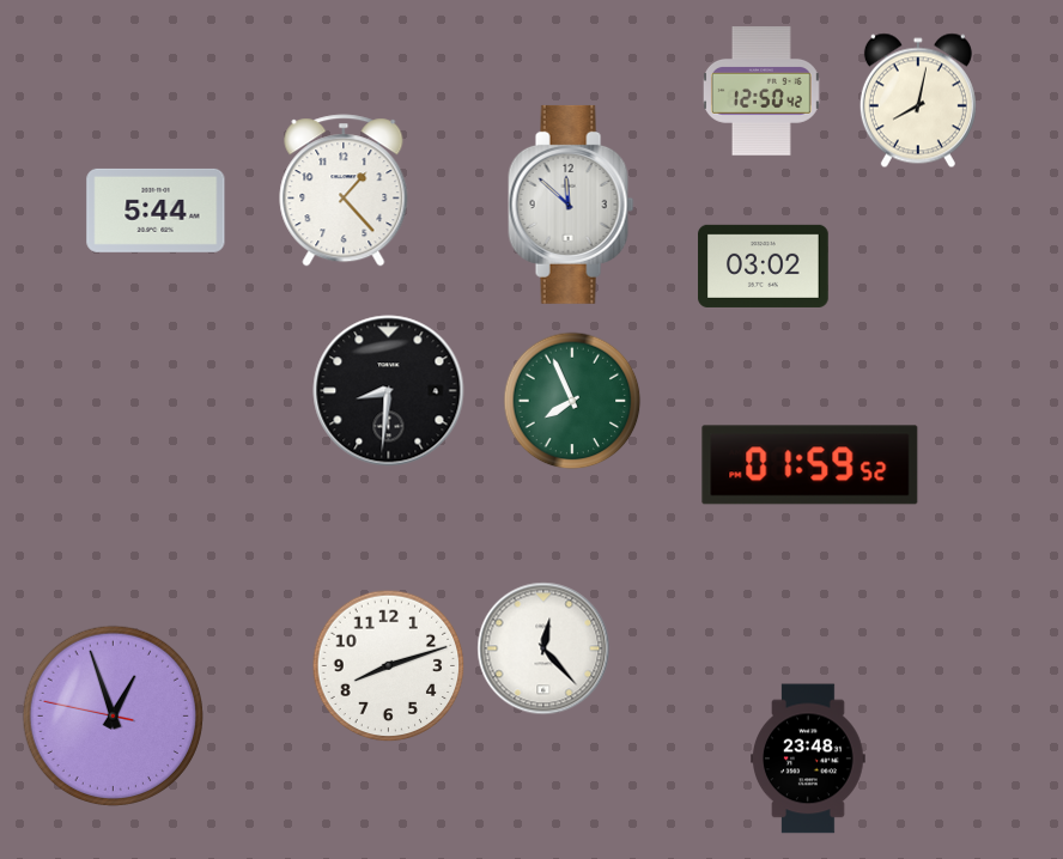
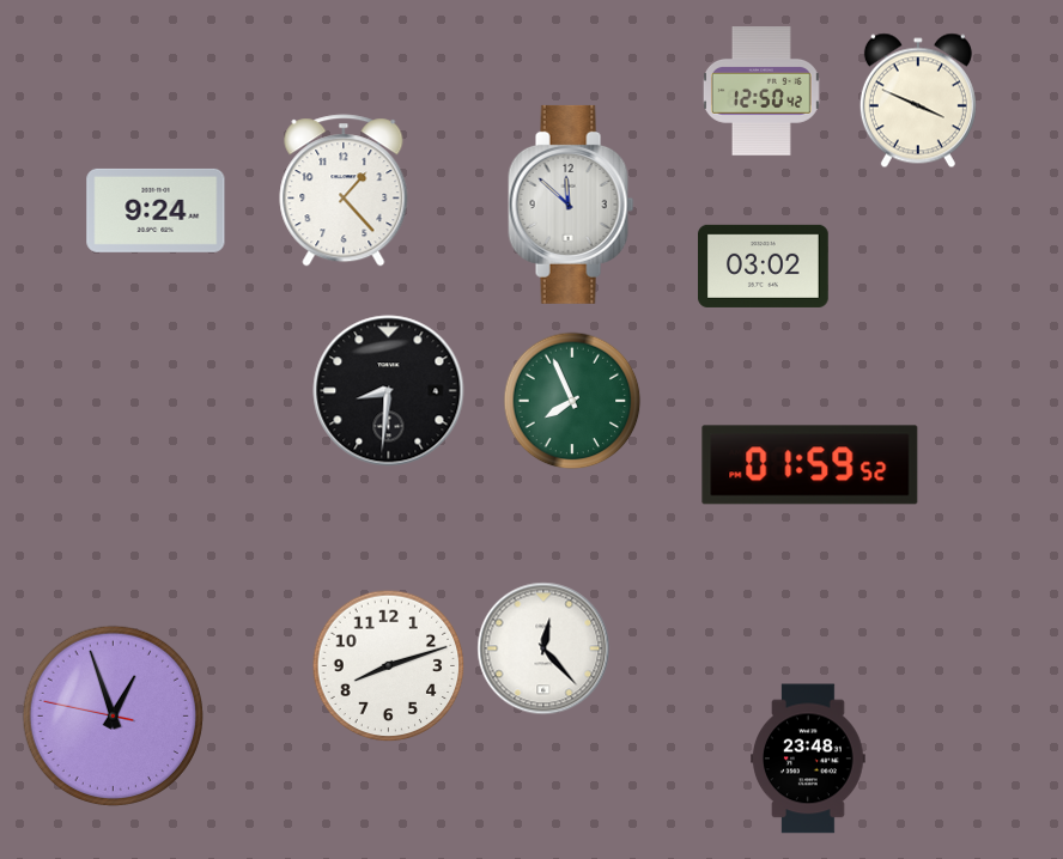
clock at (918, 100): 8:02 -> 3:49
clock at (156, 211): 5:44 -> 9:24
